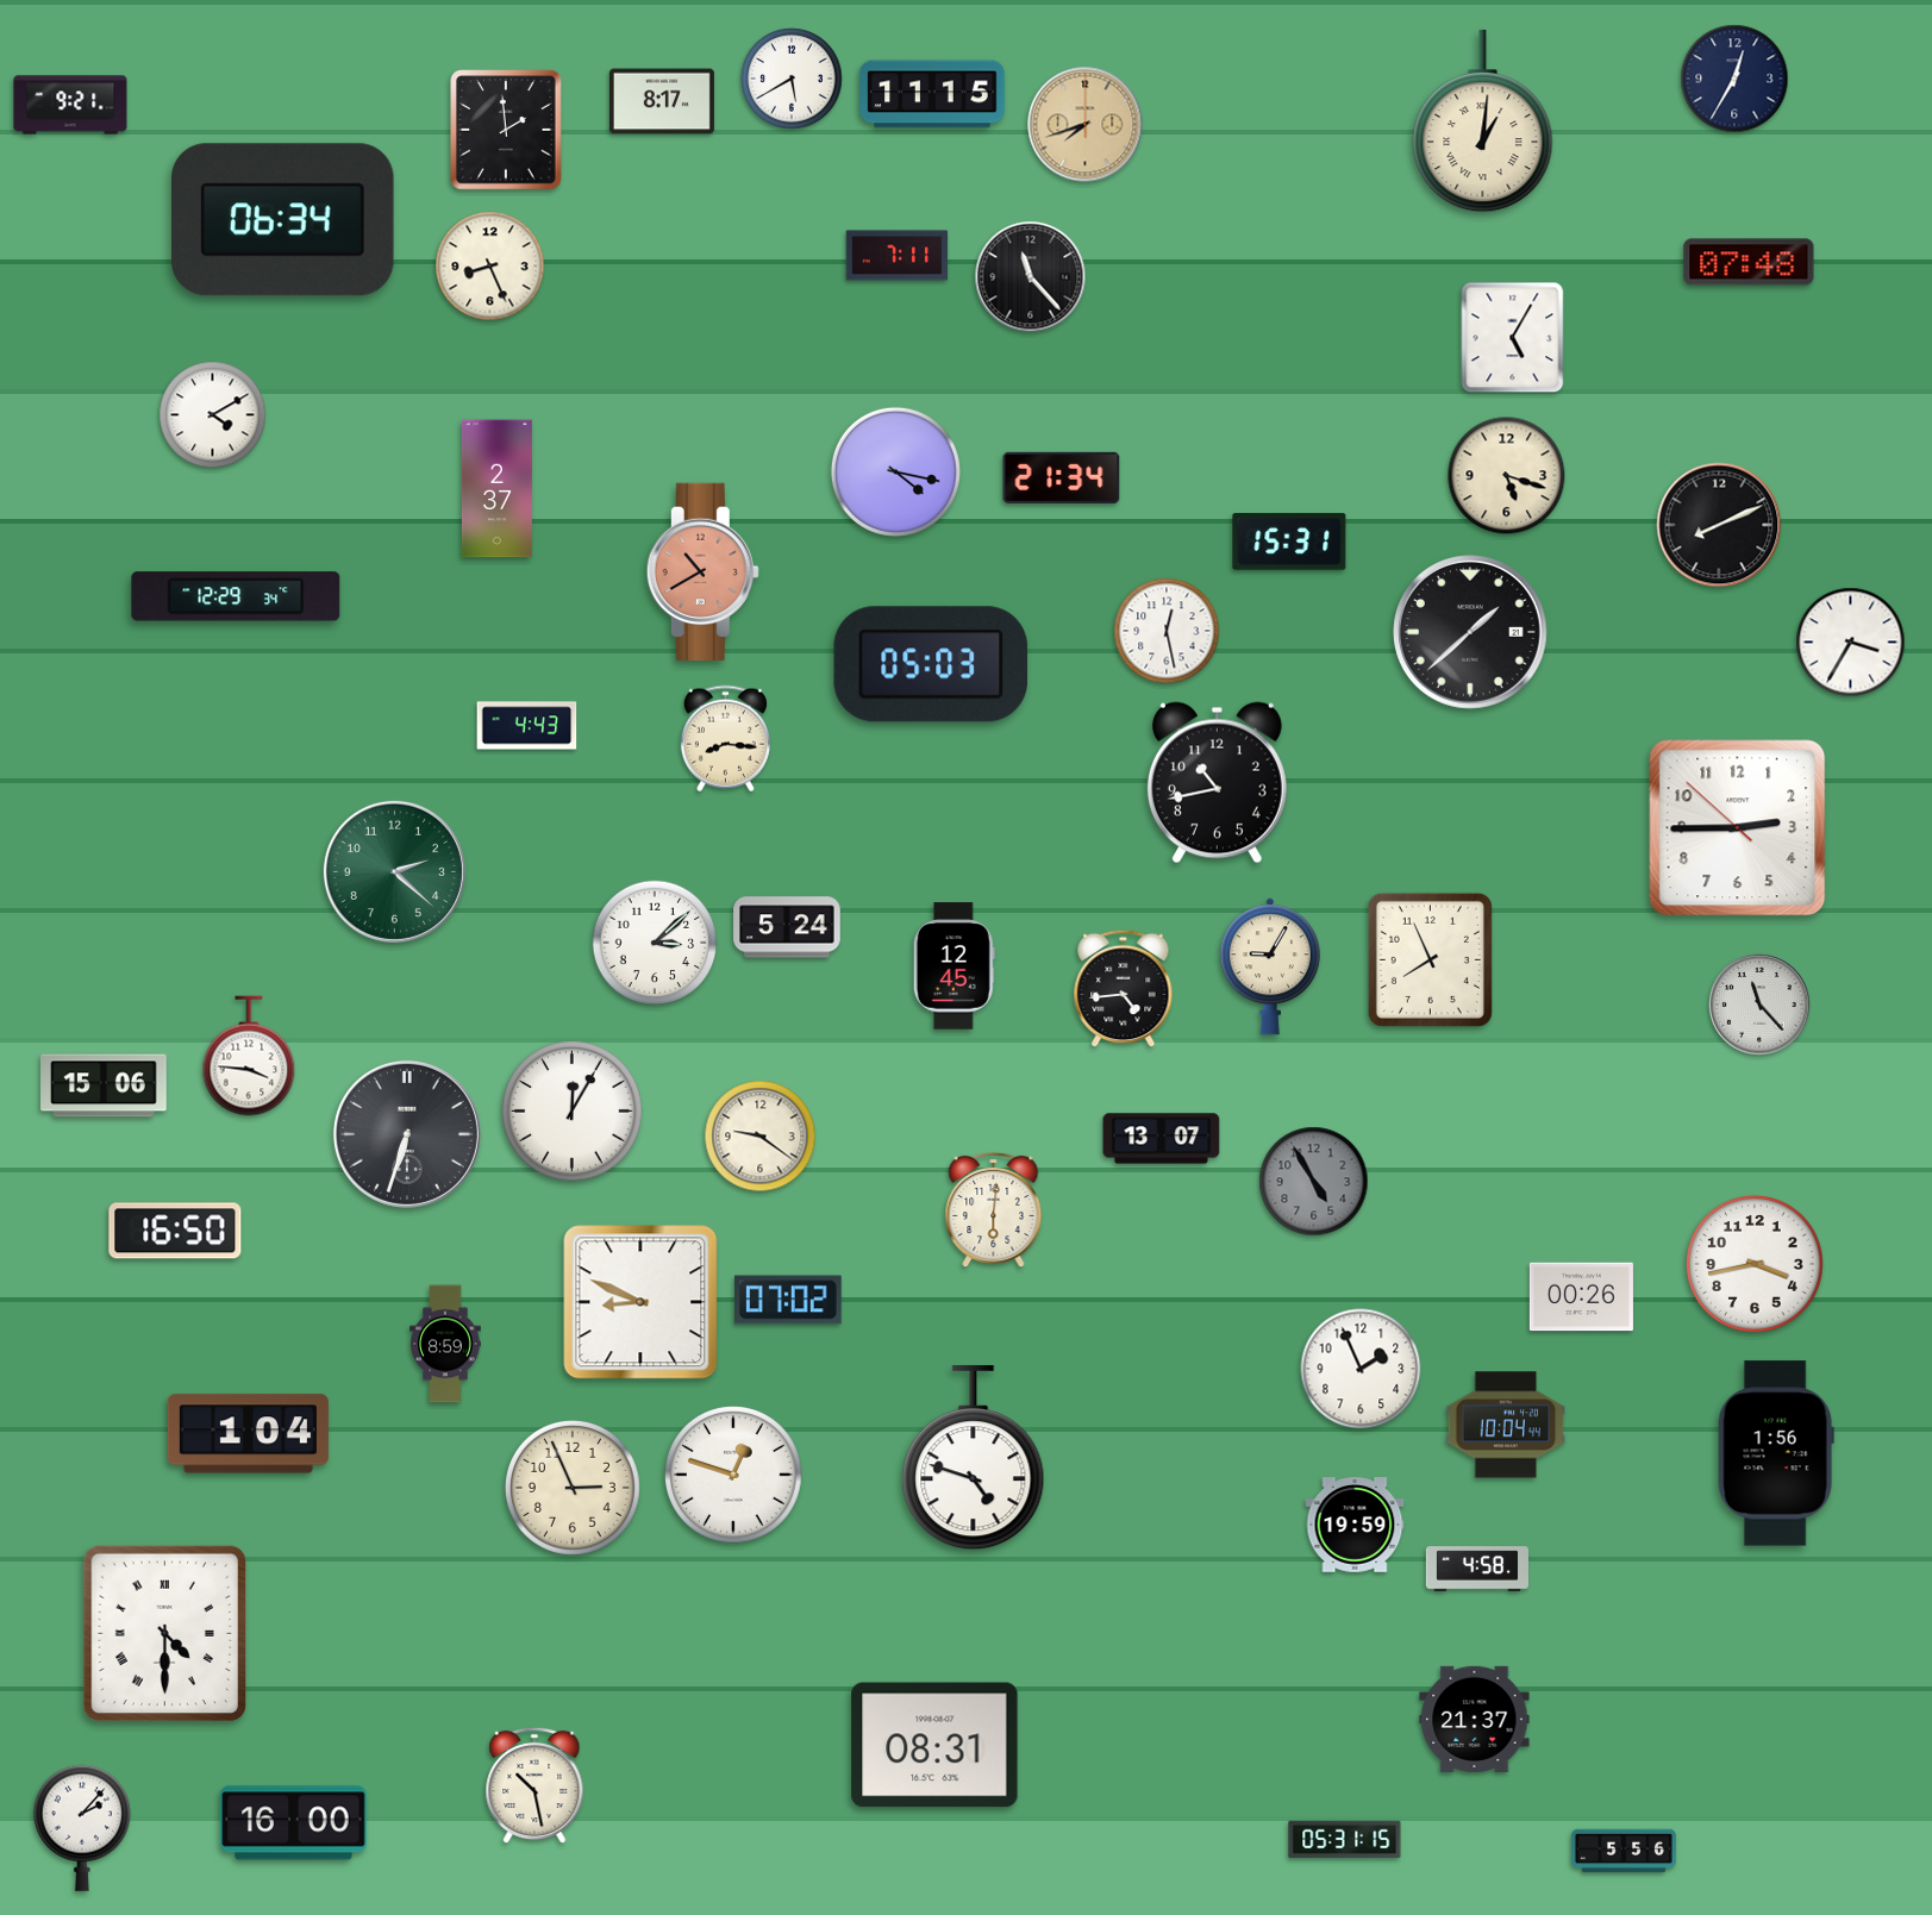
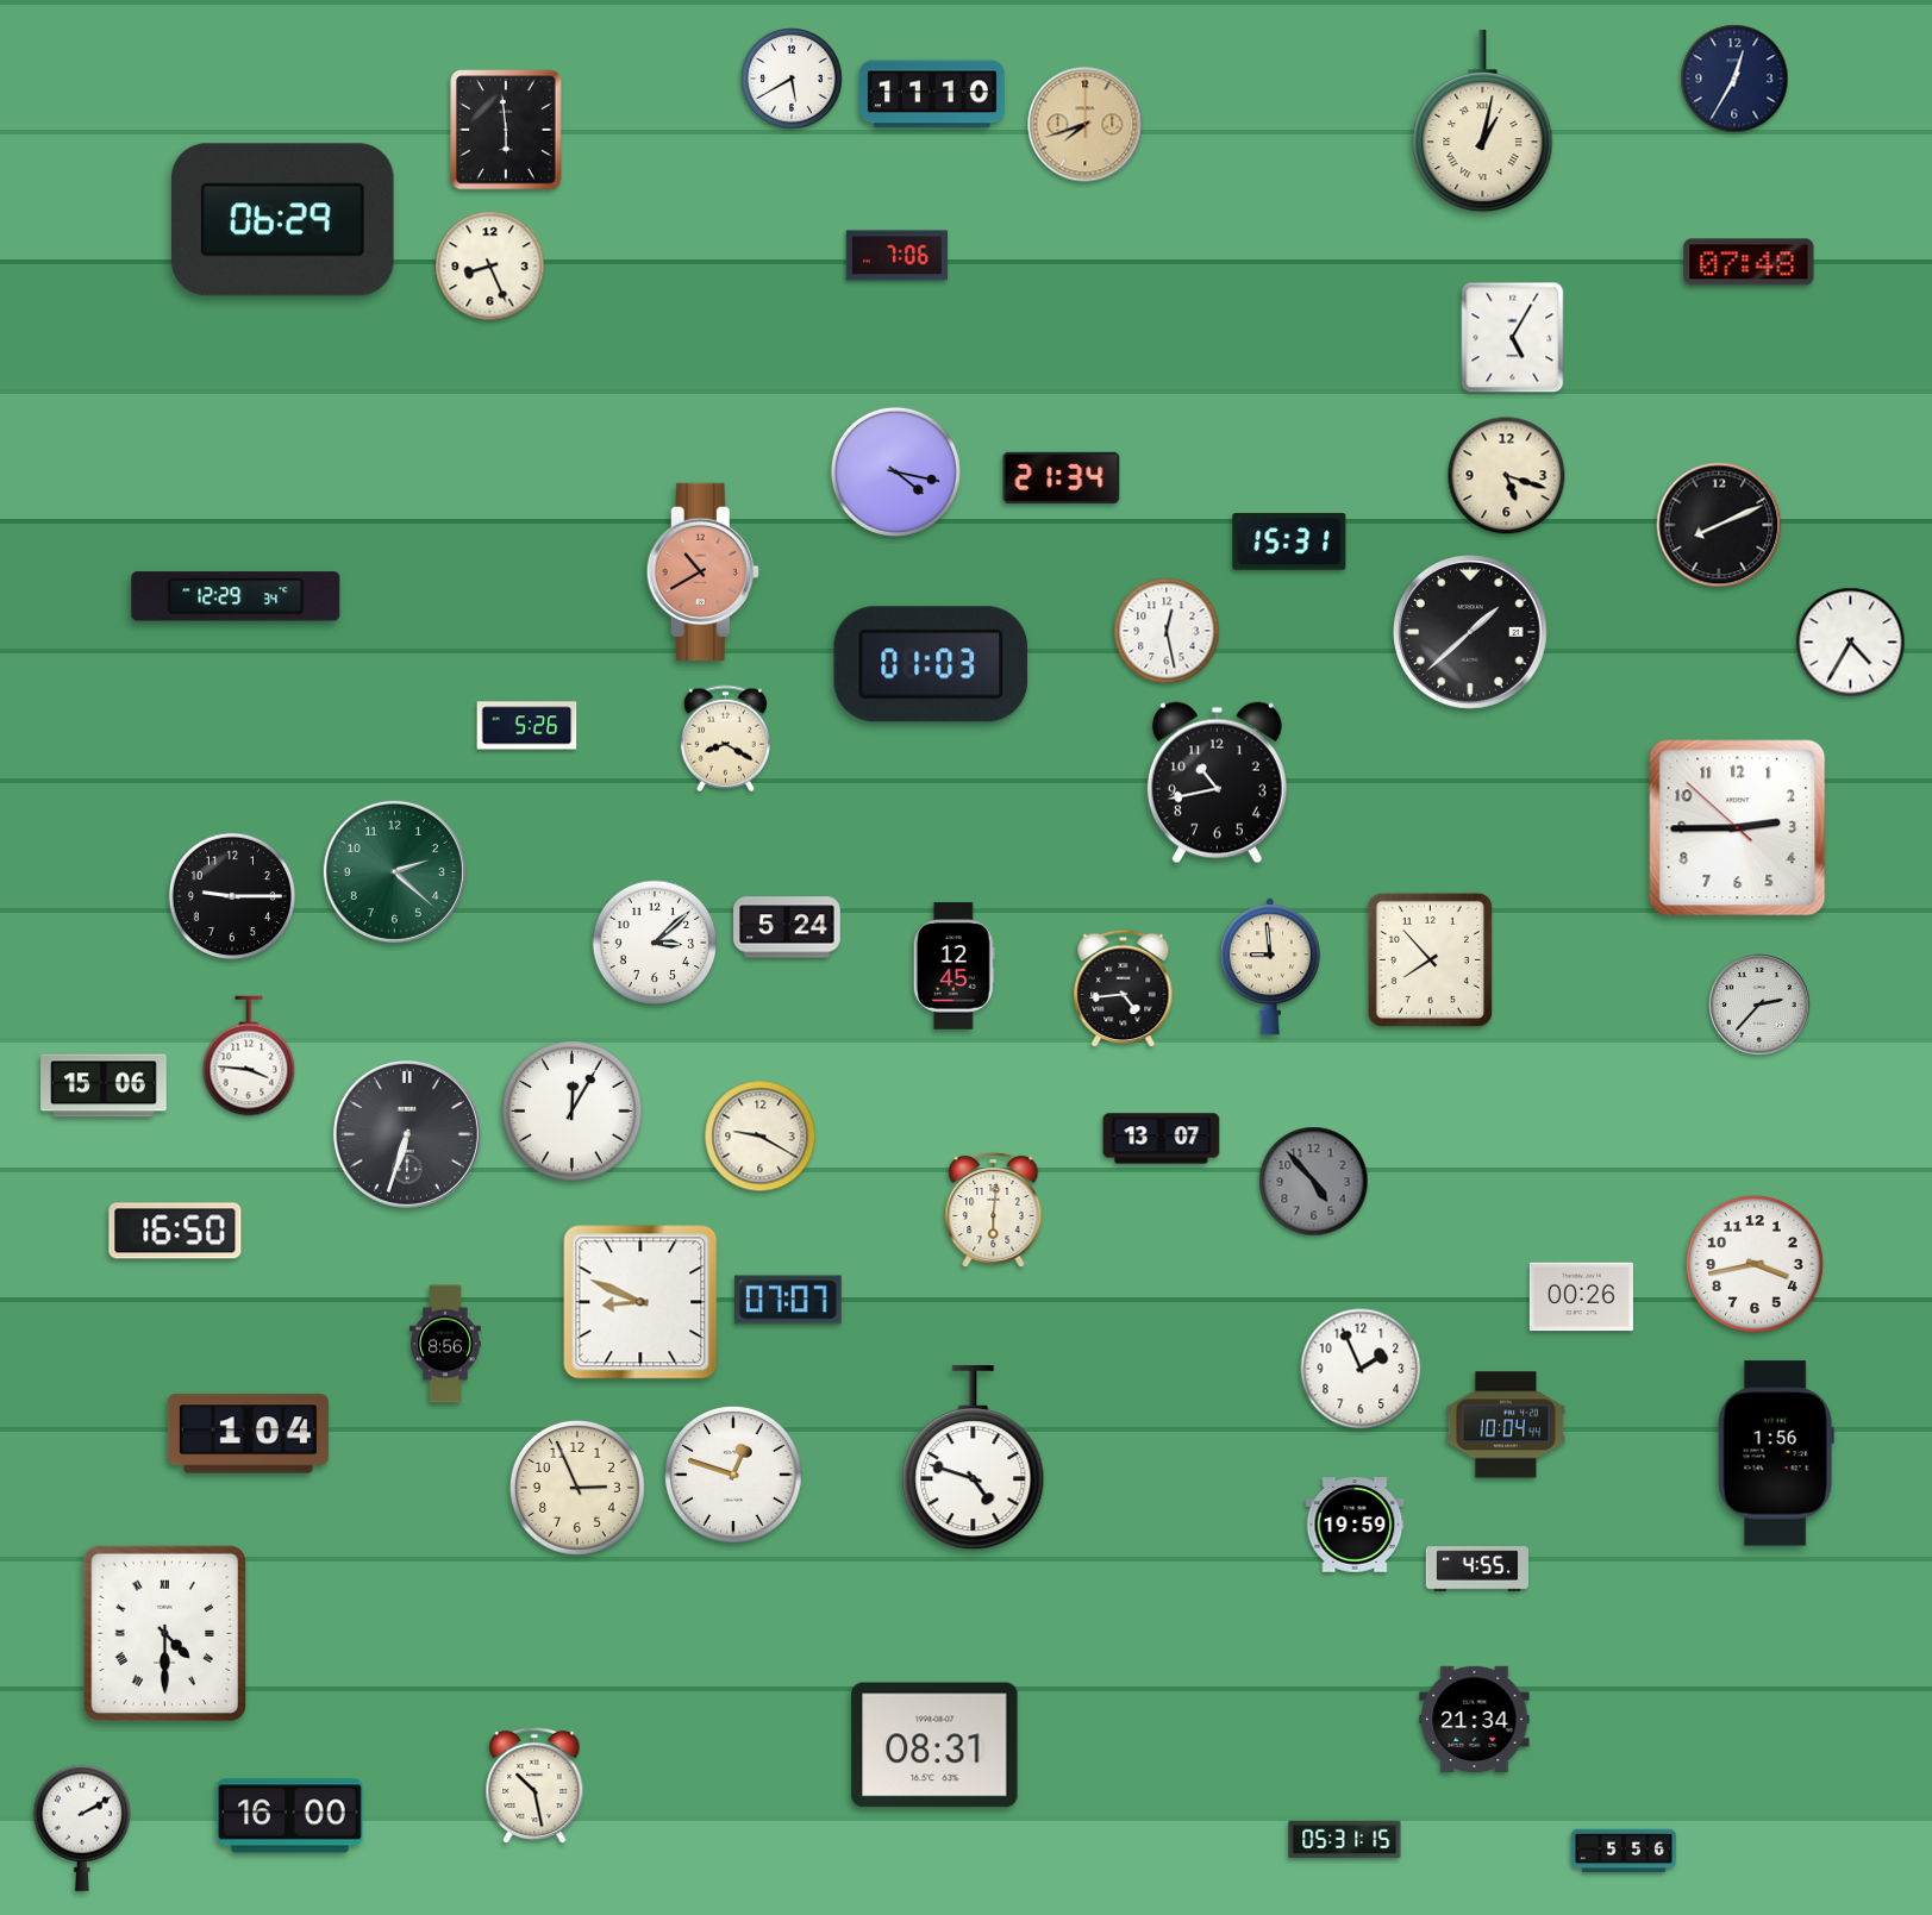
clock at (932, 94): 11:15 -> 11:10
clock at (662, 101): 8:17 -> none
clock at (70, 105): 9:21 -> none
clock at (1483, 121): 1:01 -> 1:02
clock at (506, 130): 1:59 -> 5:59
clock at (283, 220): 06:34 -> 06:29
clock at (898, 256): 7:11 -> 7:06
clock at (1031, 277): 11:23 -> none
clock at (213, 415): 4:10 -> none
clock at (496, 489): 2:37 -> none
clock at (1851, 643): 3:35 -> 4:35
clock at (931, 664): 05:03 -> 01:03
clock at (527, 726): 4:43 -> 5:26
clock at (725, 739): 8:16 -> 8:20
clock at (232, 896): none -> 9:15
clock at (1430, 959): 7:56 -> 7:53
clock at (1270, 966): 9:05 -> 8:59
clock at (1759, 1005): 11:23 -> 2:37
clock at (761, 1137): 9:21 -> 9:20
clock at (1314, 1182): 4:55 -> 4:53
clock at (788, 1300): 07:02 -> 07:07
clock at (445, 1344): 8:59 -> 8:56
clock at (573, 1488) position: (573, 1488) -> (577, 1488)
clock at (1476, 1569): 4:58 -> 4:55
clock at (1475, 1719): 21:37 -> 21:34
clock at (294, 1823) position: (294, 1823) -> (290, 1816)
clock at (81, 1828): 2:07 -> 2:10
